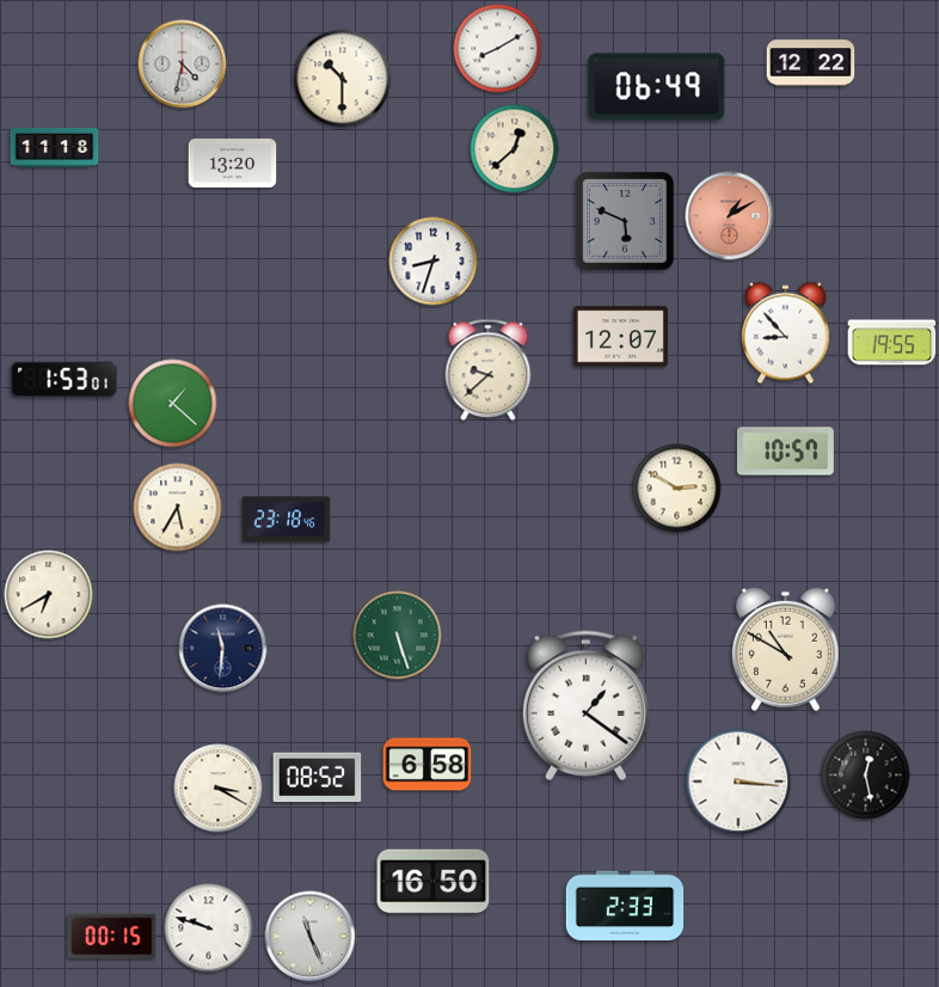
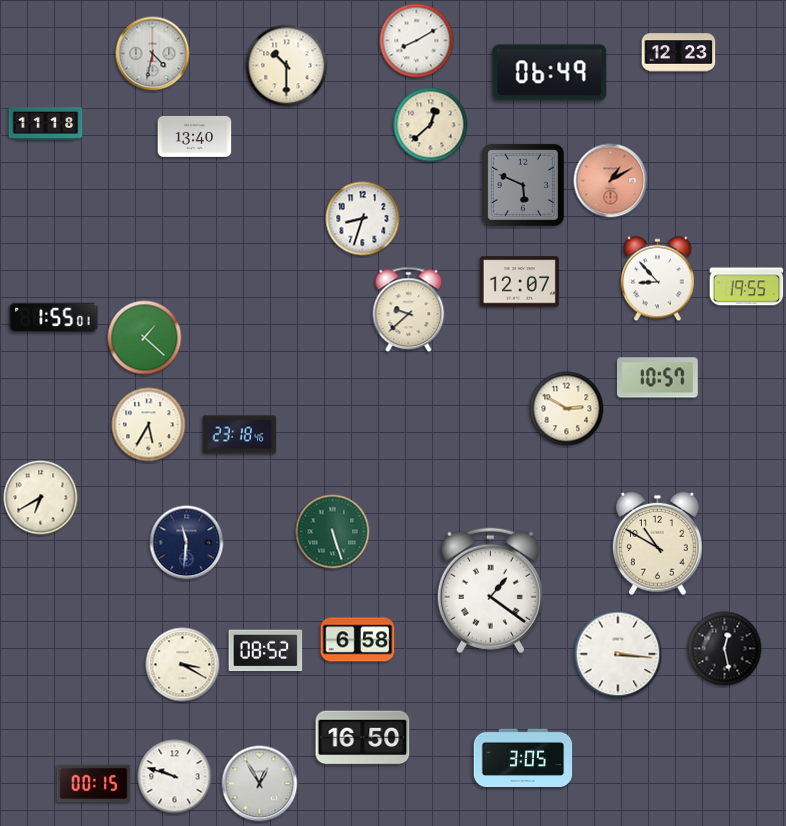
clock at (811, 63): 12:22 -> 12:23
clock at (233, 163): 13:20 -> 13:40
clock at (65, 379): 1:53 -> 1:55
clock at (219, 789) position: (219, 789) -> (183, 665)
clock at (625, 905): 2:33 -> 3:05
clock at (311, 937): 11:26 -> 12:55
